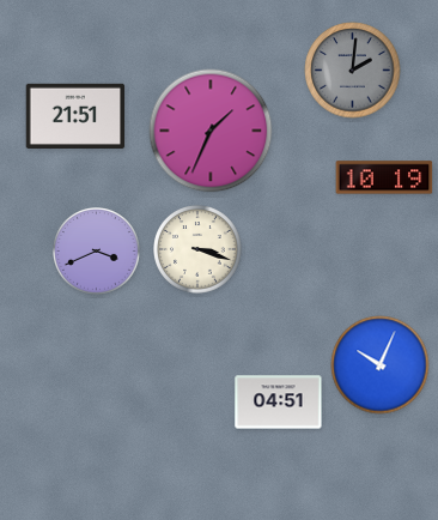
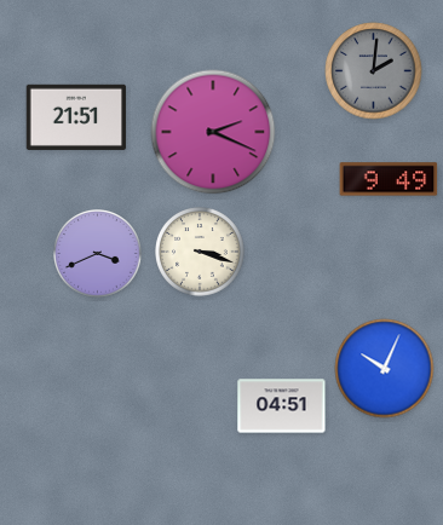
clock at (353, 71) position: (353, 71) -> (374, 71)
clock at (211, 131): 1:34 -> 2:19
clock at (384, 177): 10:19 -> 9:49
